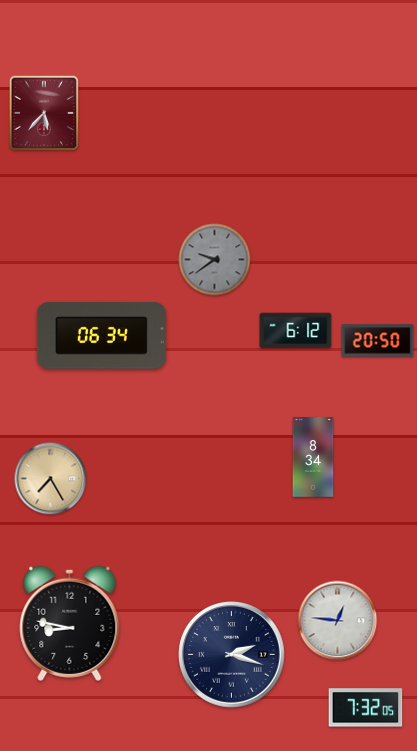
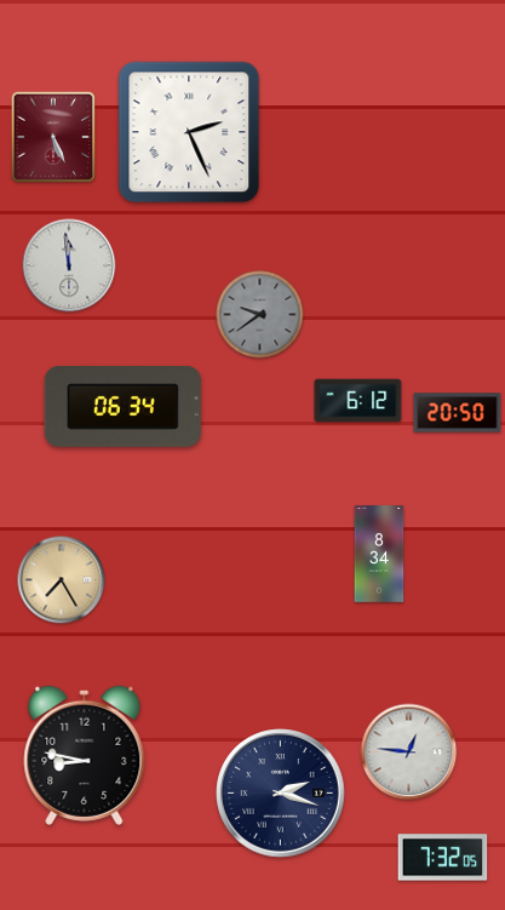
clock at (189, 132): none -> 2:26
clock at (43, 113): 5:37 -> 5:26
clock at (69, 265): none -> 11:59
